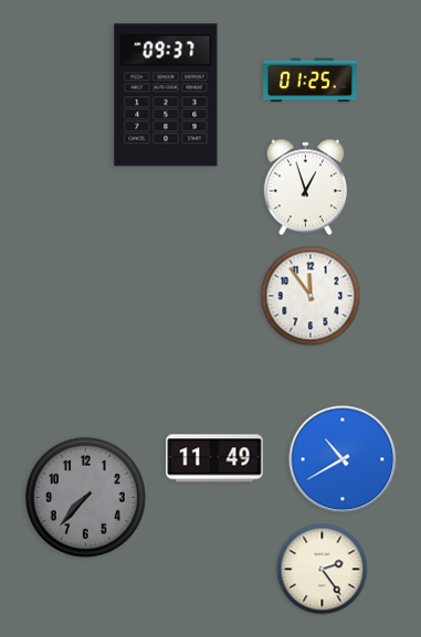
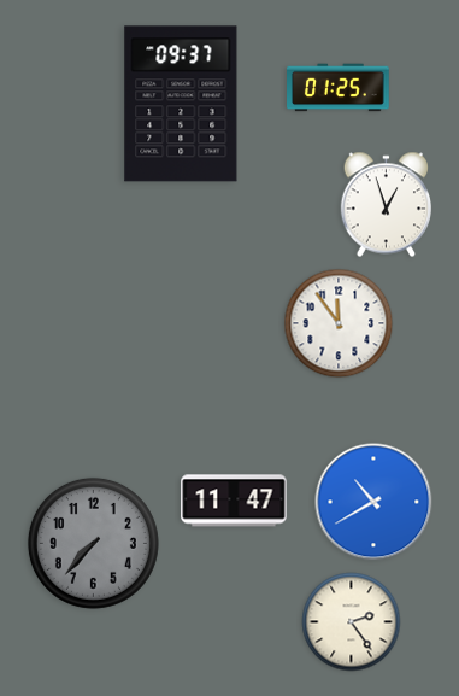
clock at (305, 188) position: (305, 188) -> (386, 205)
clock at (214, 458): 11:49 -> 11:47
